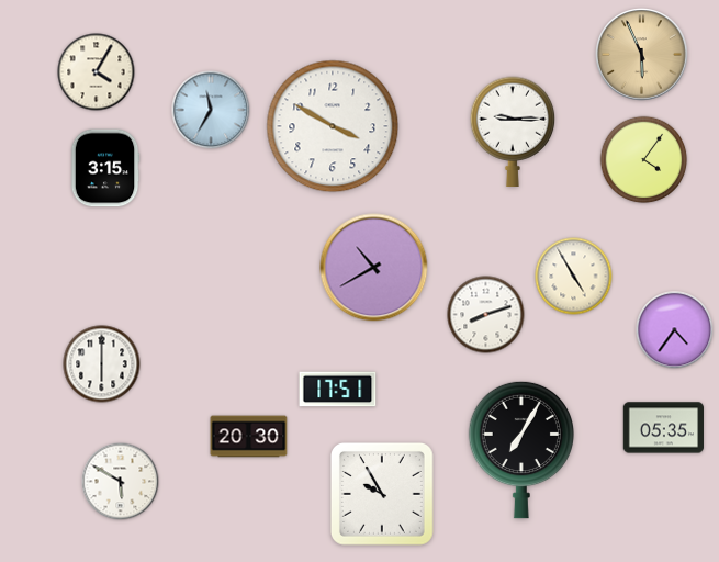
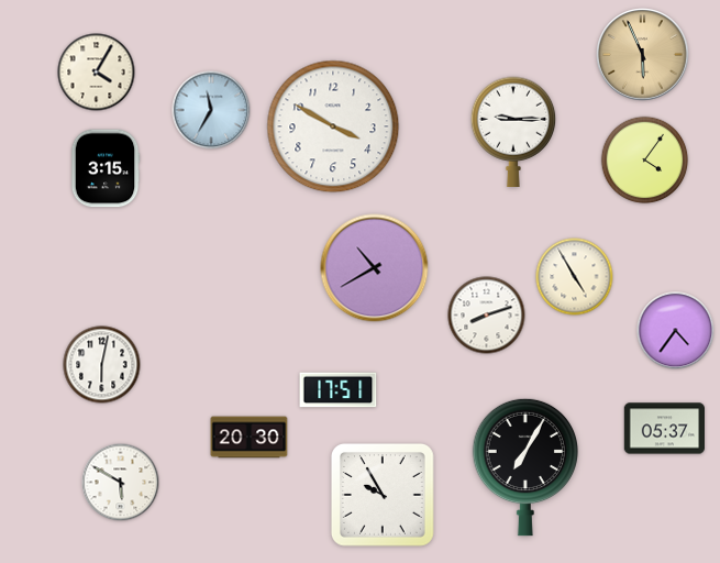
clock at (102, 364): 6:00 -> 6:02
clock at (663, 428): 05:35 -> 05:37
clock at (520, 450) position: (520, 450) -> (524, 467)
